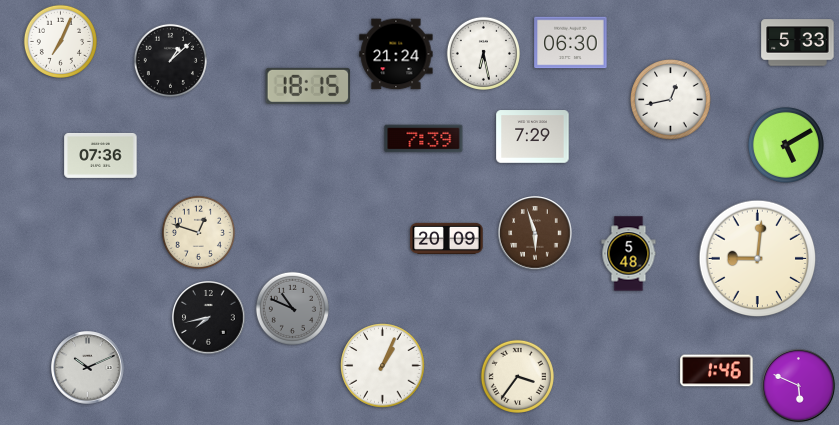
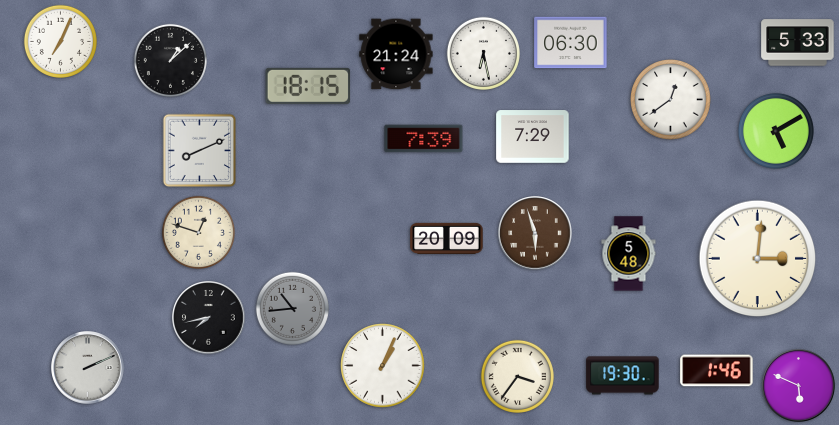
clock at (671, 100): 12:43 -> 12:39
clock at (786, 145) position: (786, 145) -> (776, 131)
clock at (200, 151): none -> 8:11
clock at (101, 155): 07:36 -> none
clock at (758, 259): 9:01 -> 3:01
clock at (292, 308): 10:49 -> 10:44
clock at (88, 368): 10:11 -> 2:11
clock at (623, 376): none -> 19:30
